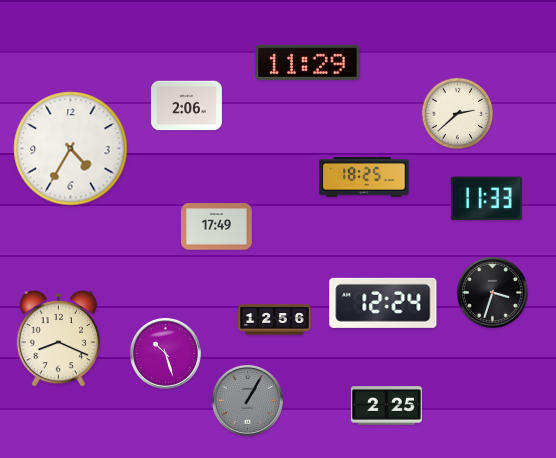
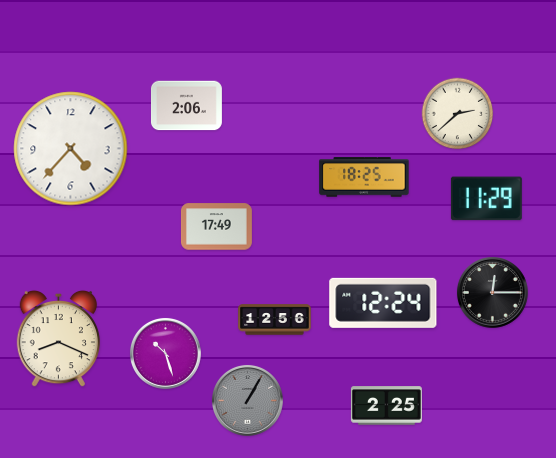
clock at (308, 62): 11:29 -> none
clock at (71, 149): 4:35 -> 4:37
clock at (486, 199): 11:33 -> 11:29
clock at (492, 292): 3:33 -> 12:15
